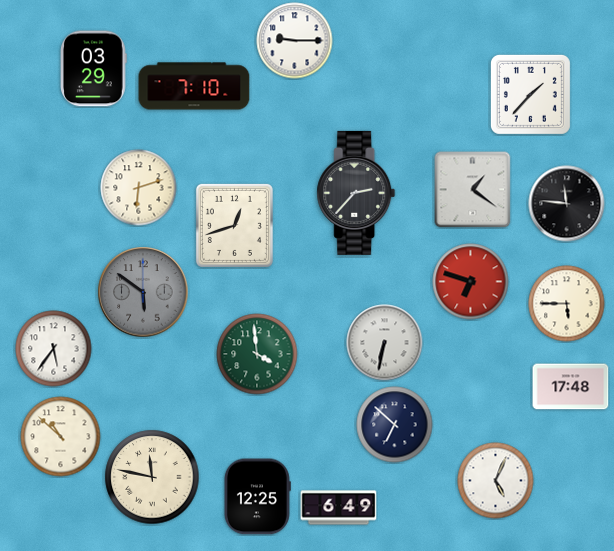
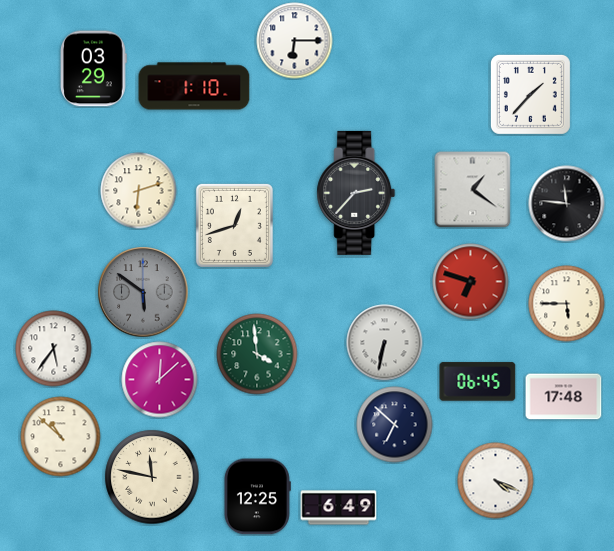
clock at (295, 41): 9:15 -> 6:15
clock at (194, 86): 7:10 -> 1:10
clock at (139, 188) position: (139, 188) -> (139, 191)
clock at (160, 380): none -> 12:08
clock at (478, 382): none -> 06:45
clock at (571, 387) position: (571, 387) -> (564, 397)
clock at (496, 481): 5:04 -> 4:19
